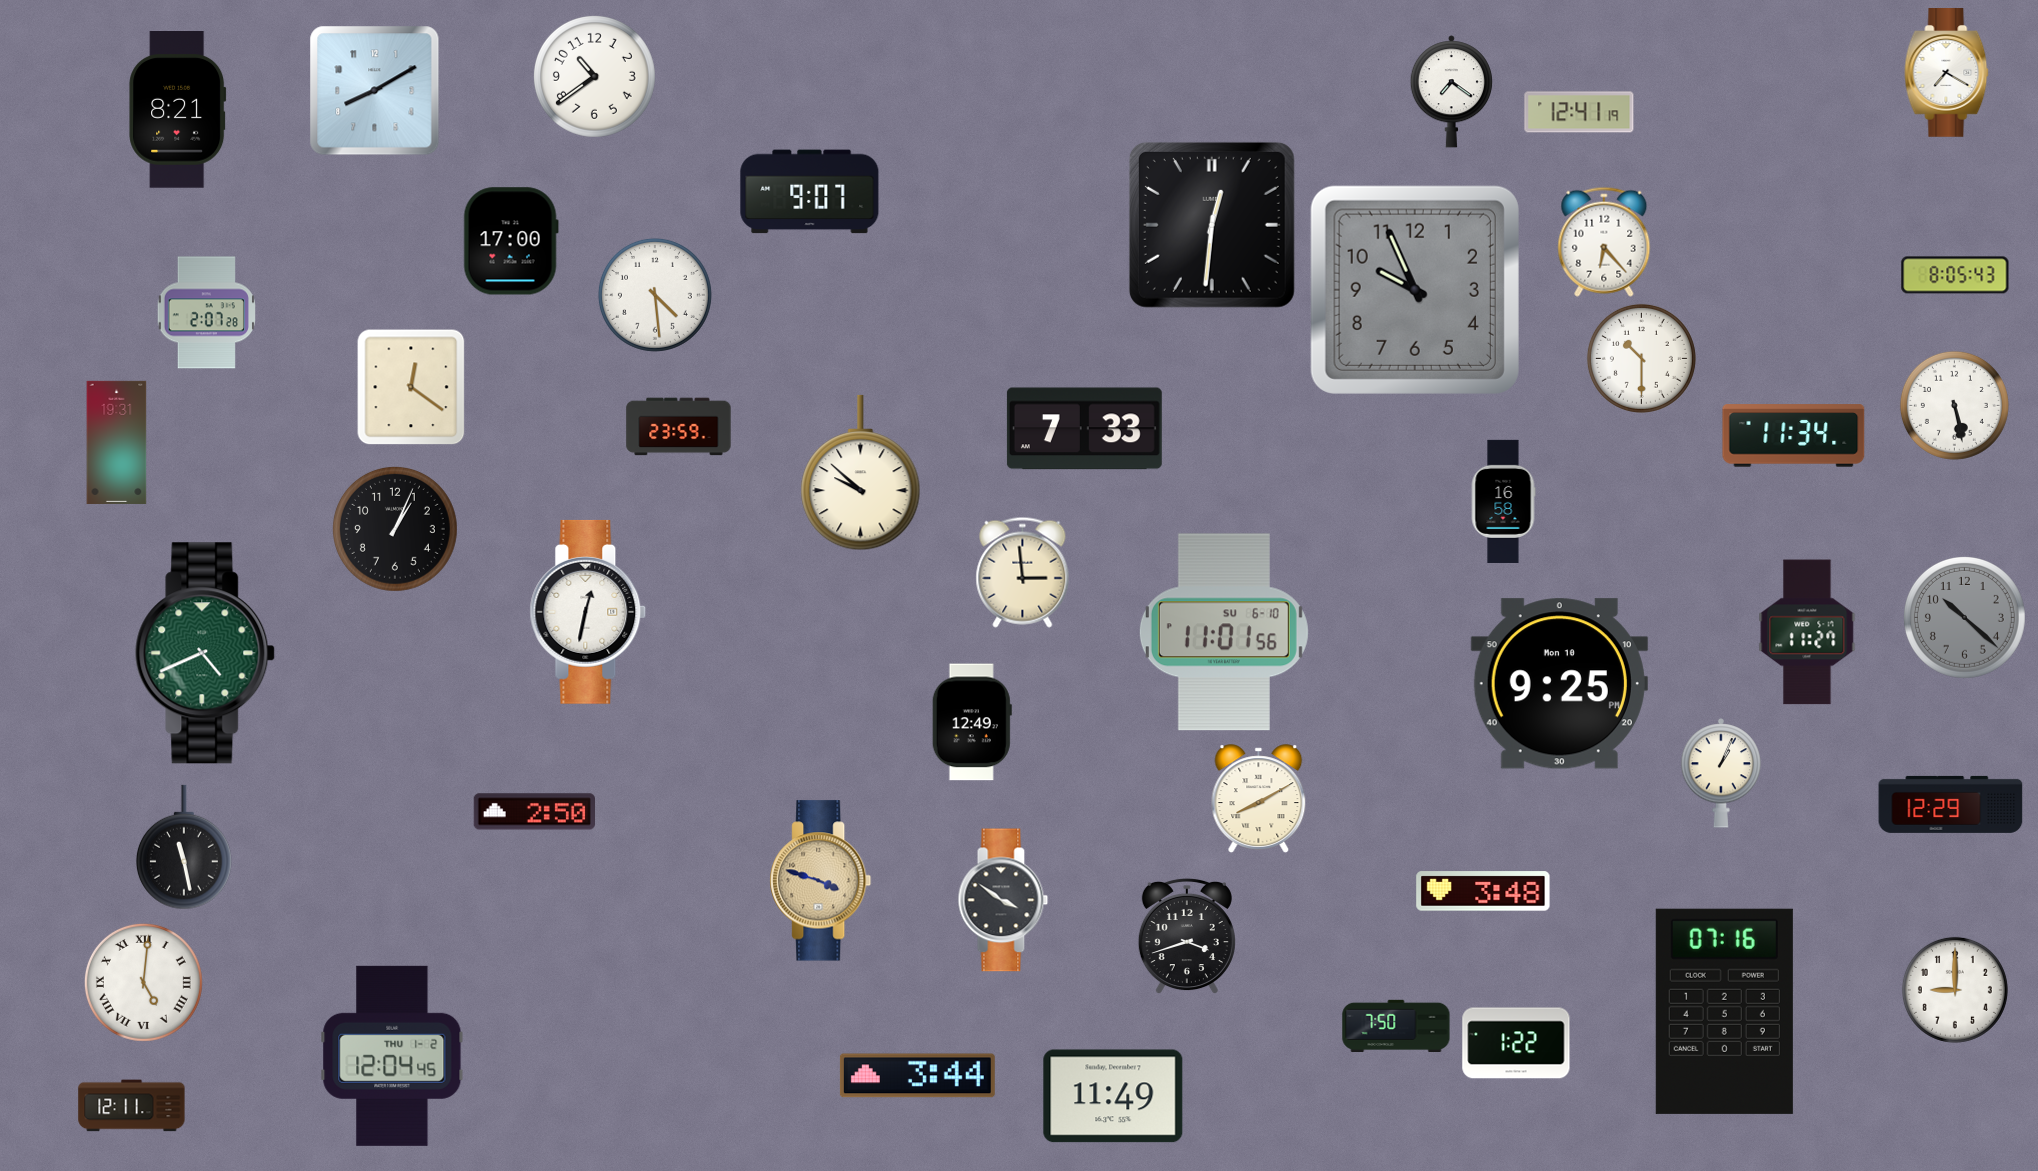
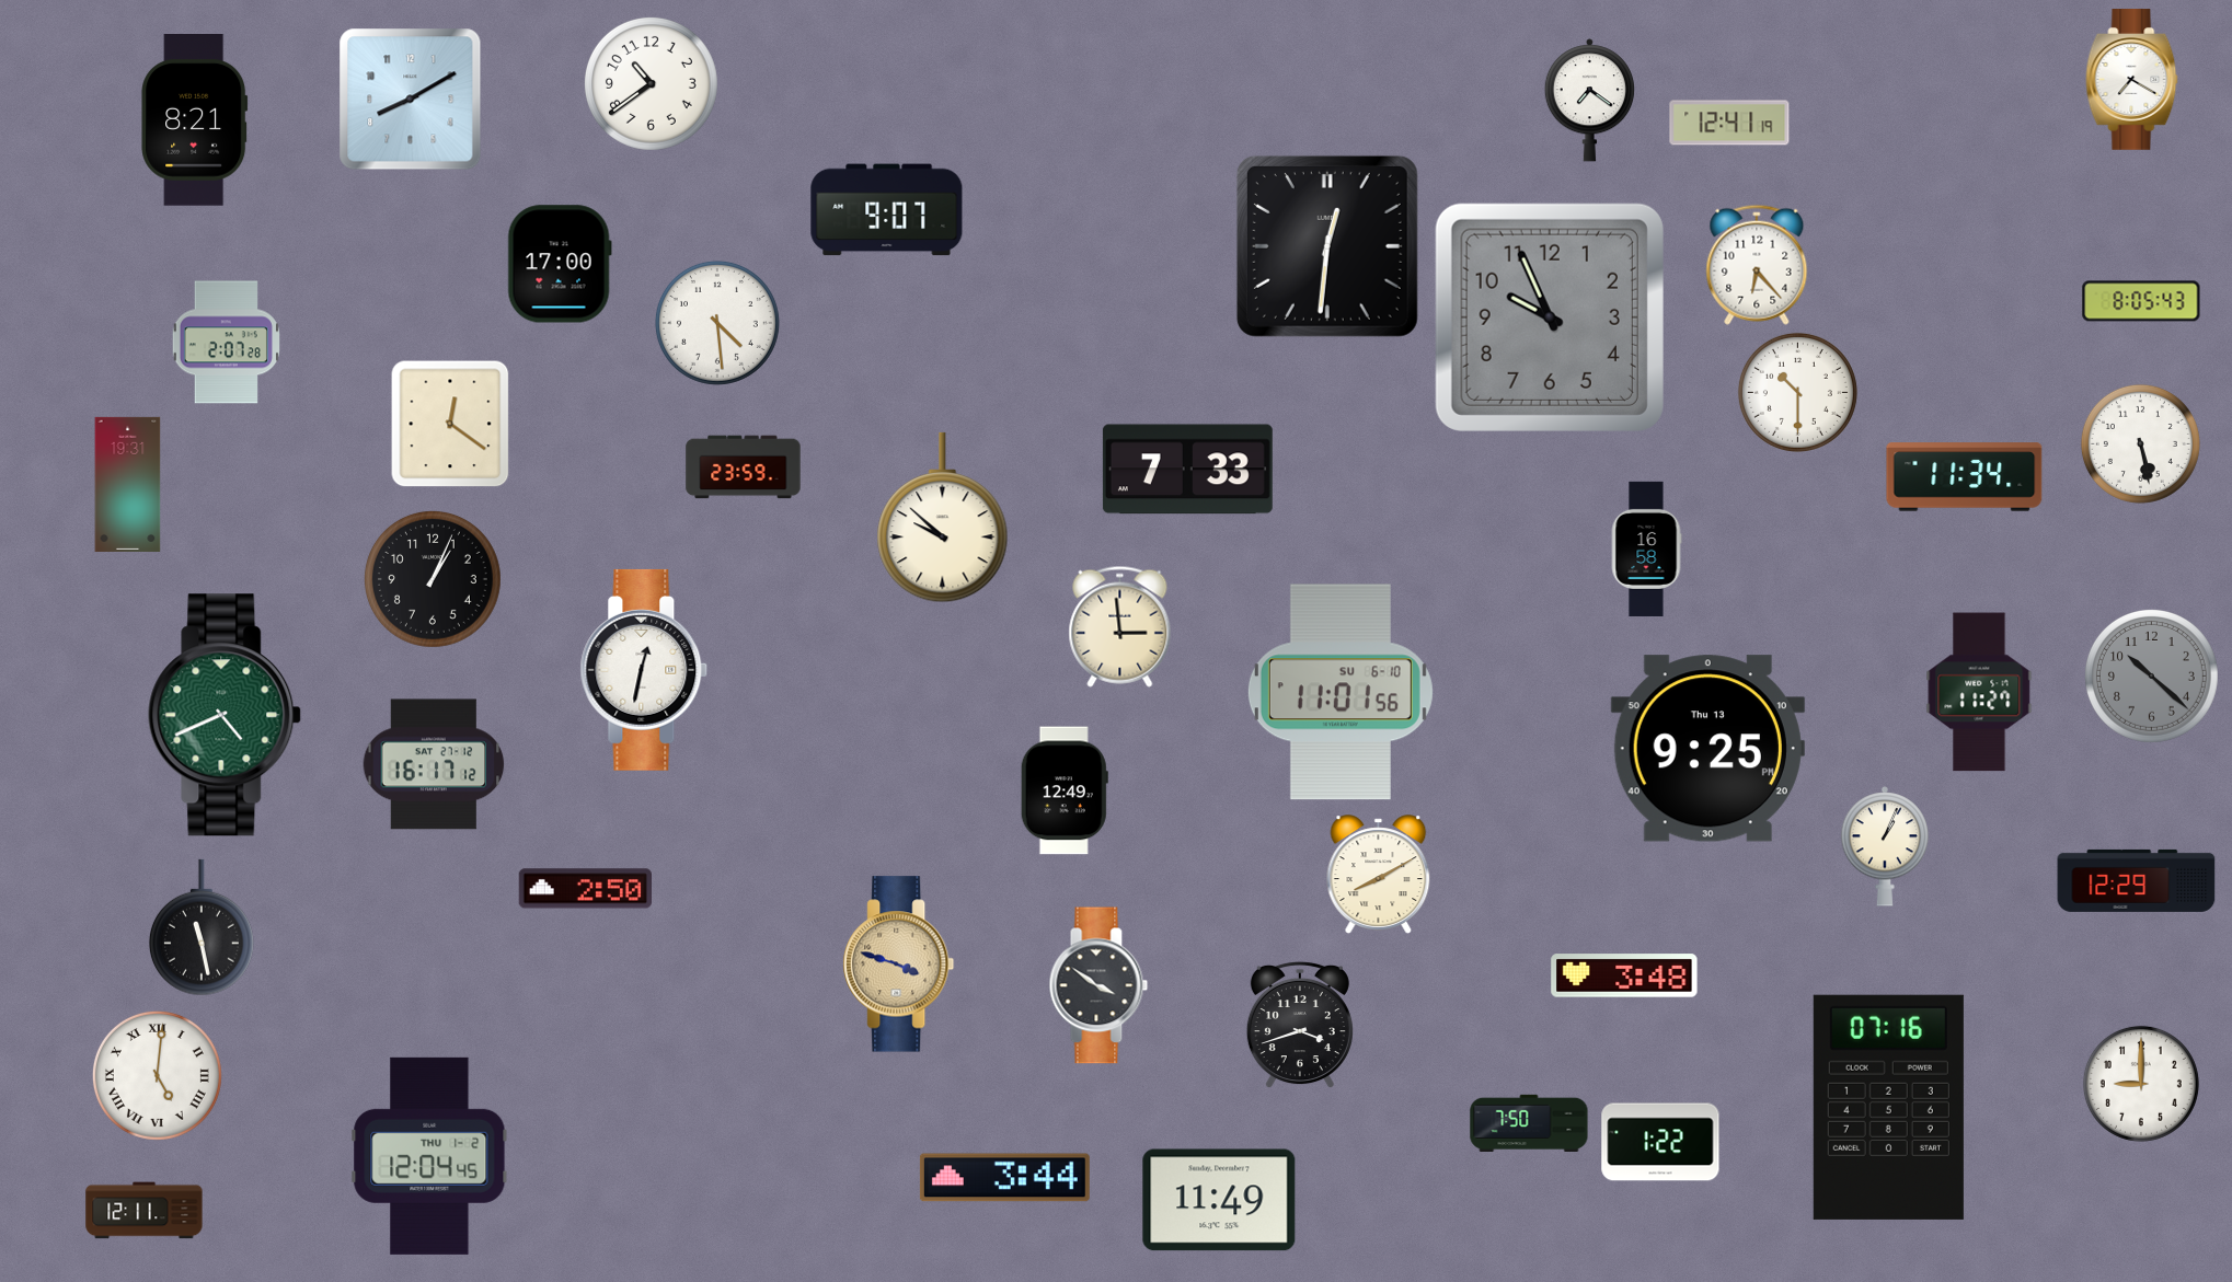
clock at (1559, 684) date: Mon 10 -> Thu 13
clock at (434, 764): none -> 16:17
